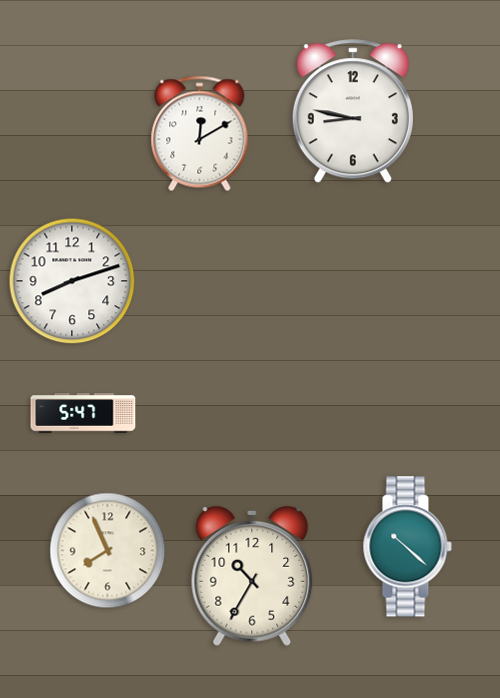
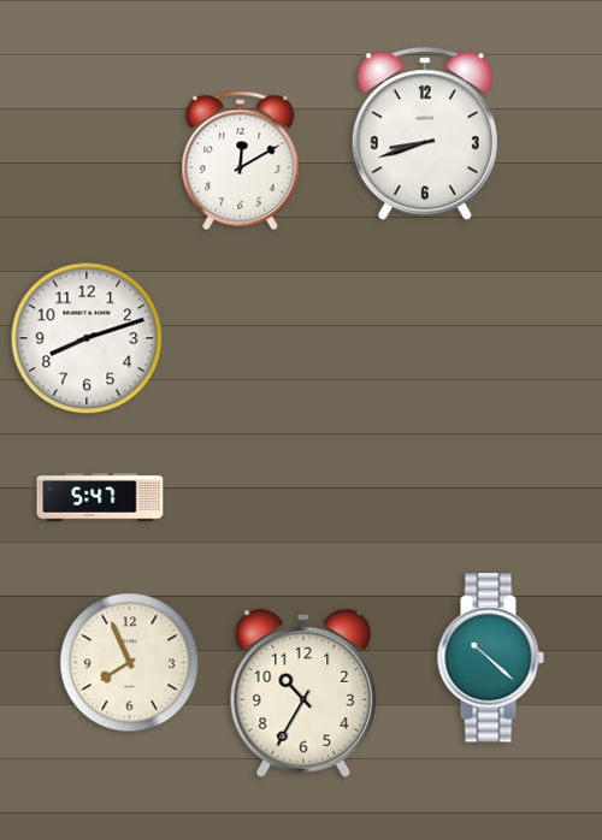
clock at (353, 112): 8:47 -> 8:42
